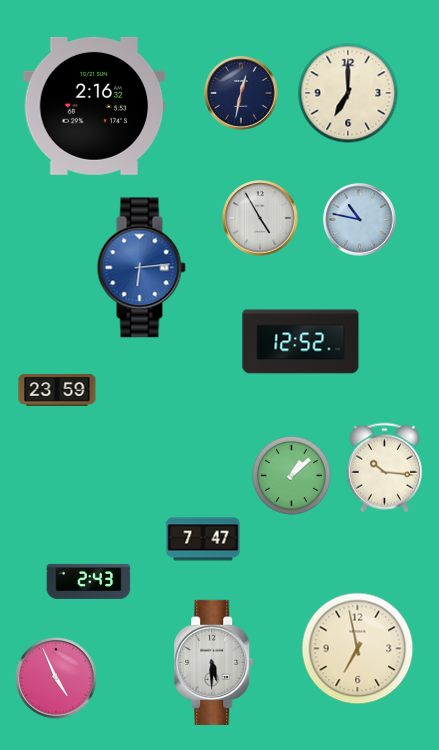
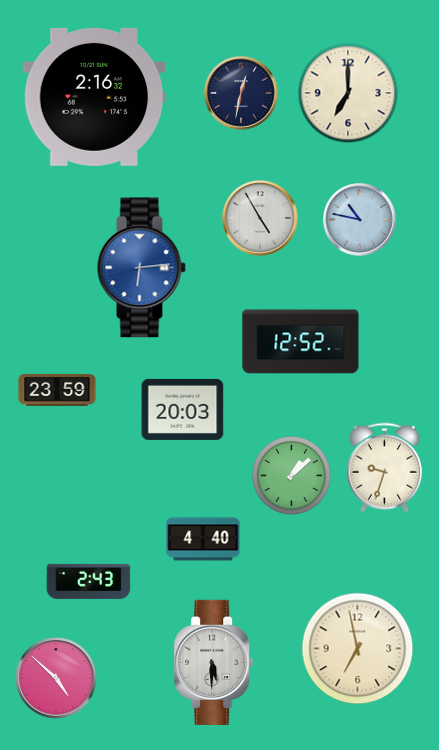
clock at (94, 106) position: (94, 106) -> (94, 97)
clock at (183, 409): none -> 20:03
clock at (384, 468): 10:16 -> 9:33
clock at (203, 539): 7:47 -> 4:40
clock at (56, 678): 4:56 -> 4:52
